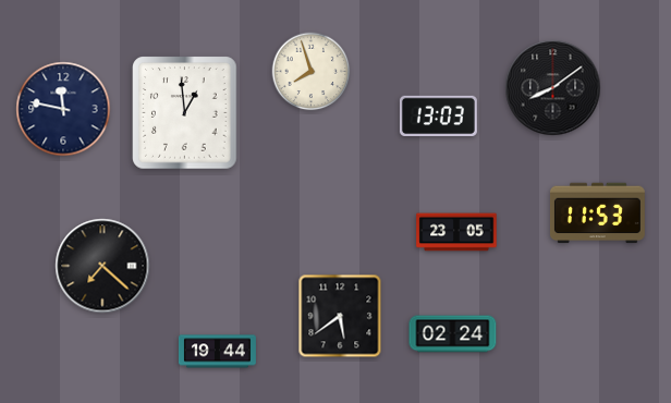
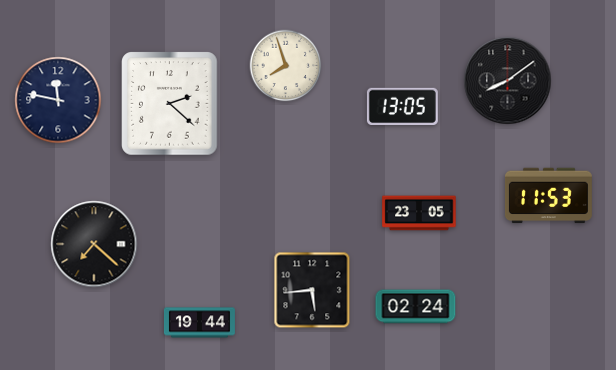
clock at (185, 113): 12:59 -> 2:22
clock at (438, 117): 13:03 -> 13:05
clock at (340, 316): 5:39 -> 5:44
